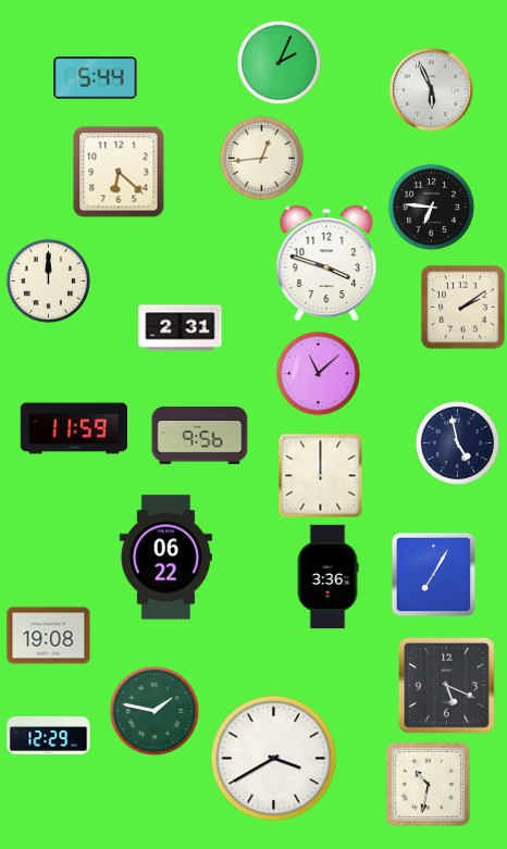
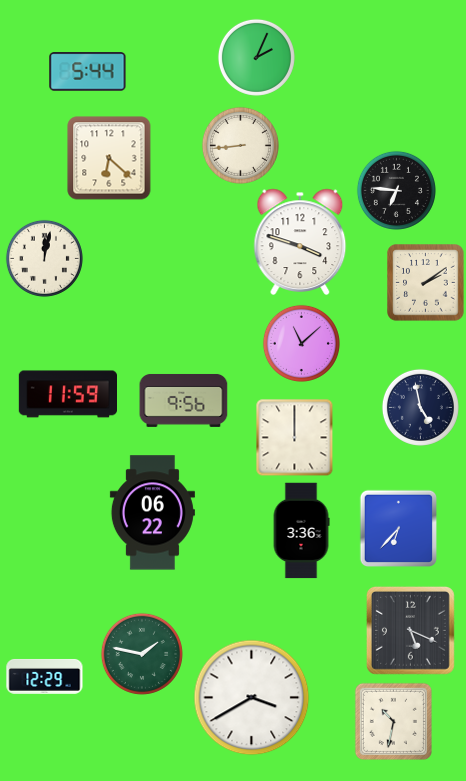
clock at (432, 90): 5:56 -> none
clock at (261, 158): 12:44 -> 8:44
clock at (48, 280): 12:00 -> 12:02
clock at (181, 328): 2:31 -> none
clock at (318, 373) position: (318, 373) -> (301, 343)
clock at (433, 574): 7:05 -> 6:37
clock at (49, 636): 19:08 -> none
